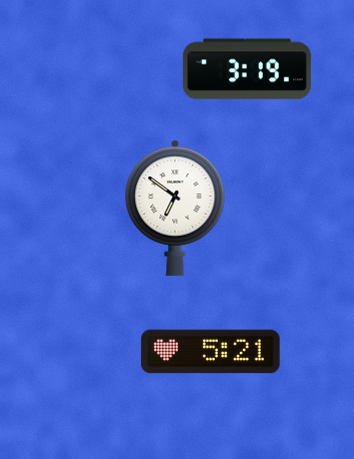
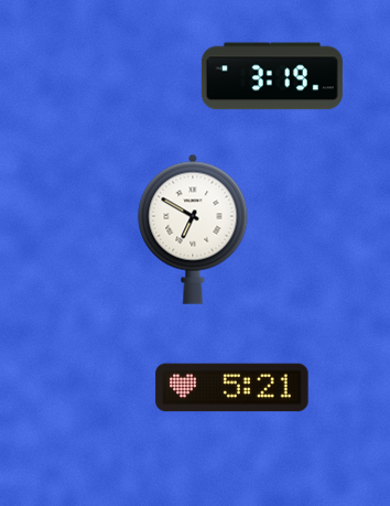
clock at (175, 208): 6:51 -> 6:50
